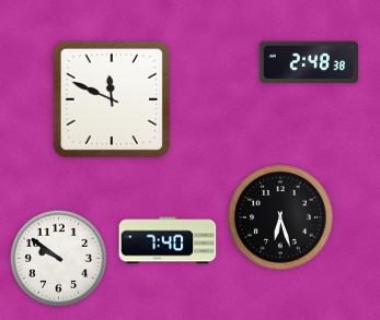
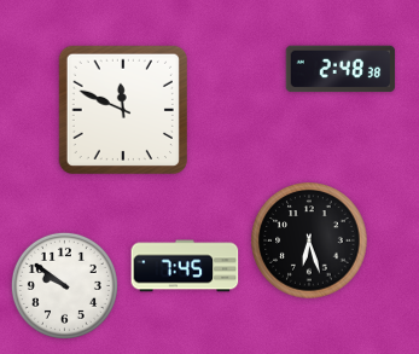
clock at (168, 240): 7:40 -> 7:45
